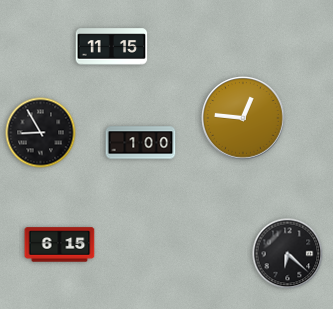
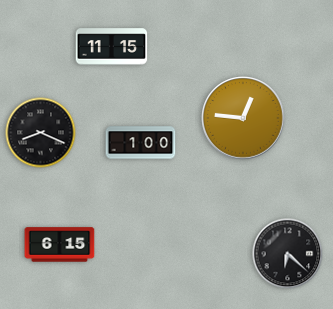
clock at (41, 133): 8:55 -> 8:19
